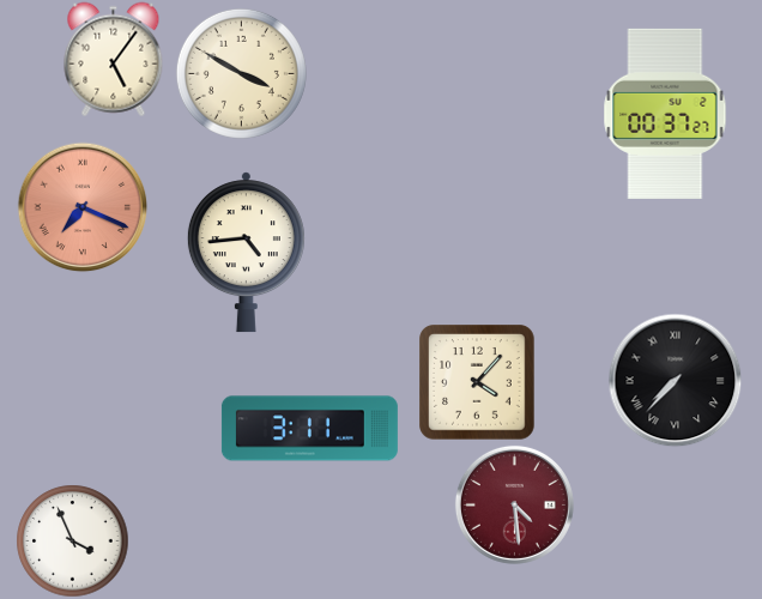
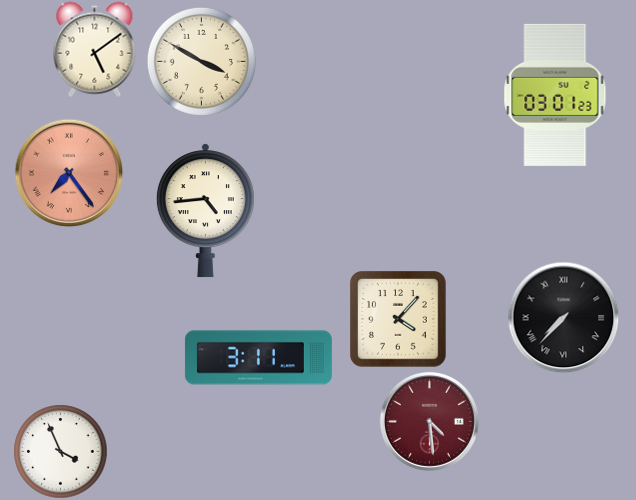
clock at (114, 59): 5:06 -> 5:09
clock at (665, 114): 00:37 -> 03:01
clock at (83, 207): 7:19 -> 7:24
